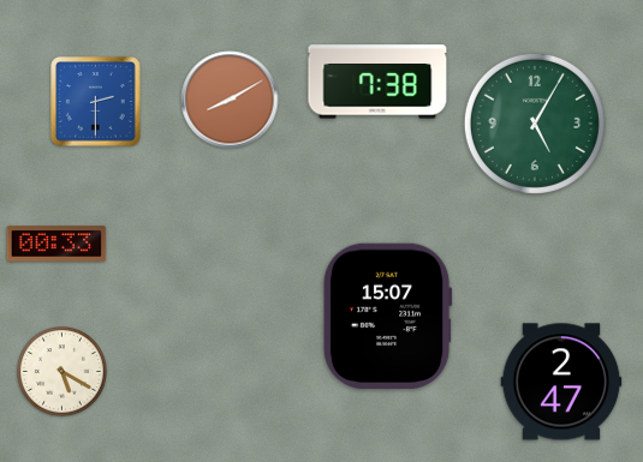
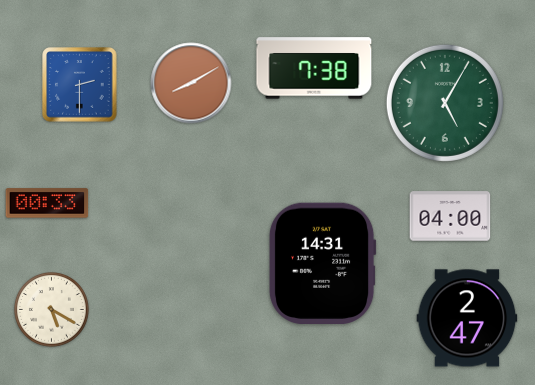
clock at (450, 216): none -> 04:00
clock at (387, 316): 15:07 -> 14:31
